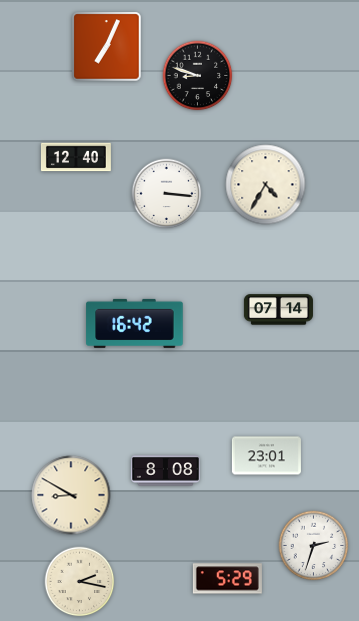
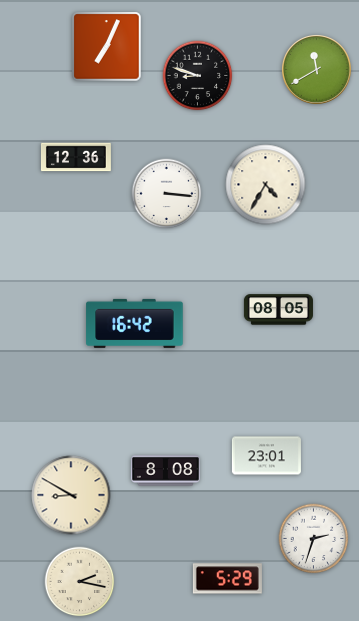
clock at (316, 69): none -> 11:40
clock at (76, 157): 12:40 -> 12:36
clock at (278, 310): 07:14 -> 08:05
clock at (314, 546) position: (314, 546) -> (314, 539)
